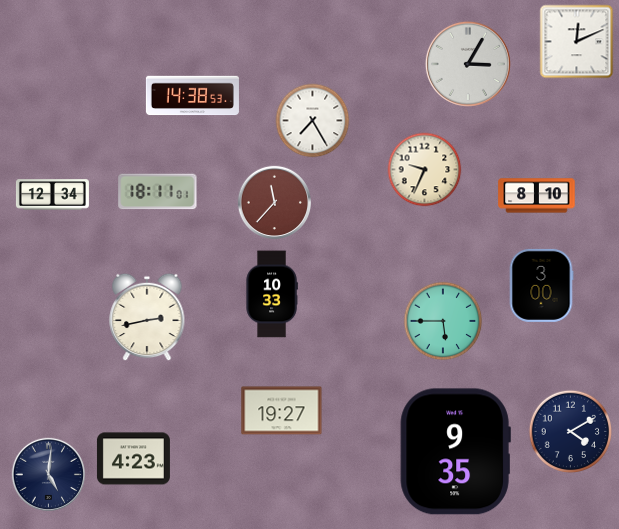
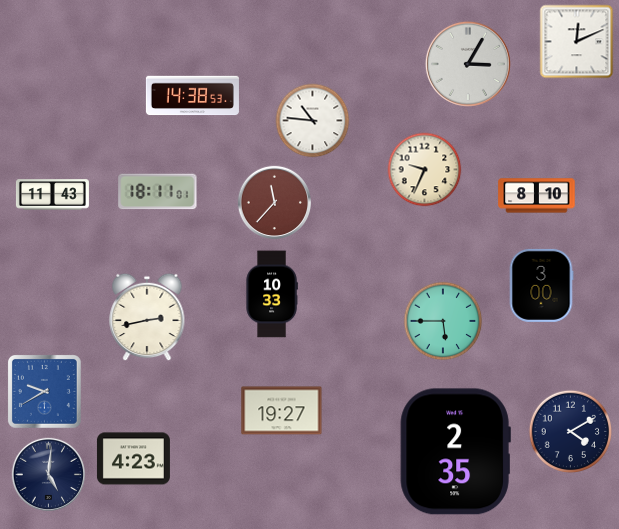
clock at (313, 121): 7:25 -> 10:46
clock at (52, 195): 12:34 -> 11:43
clock at (44, 391): none -> 9:40
clock at (455, 452): 9:35 -> 2:35
